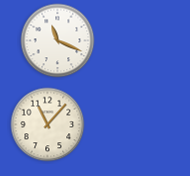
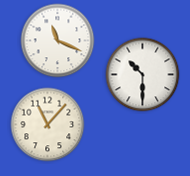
clock at (143, 75): none -> 10:30
